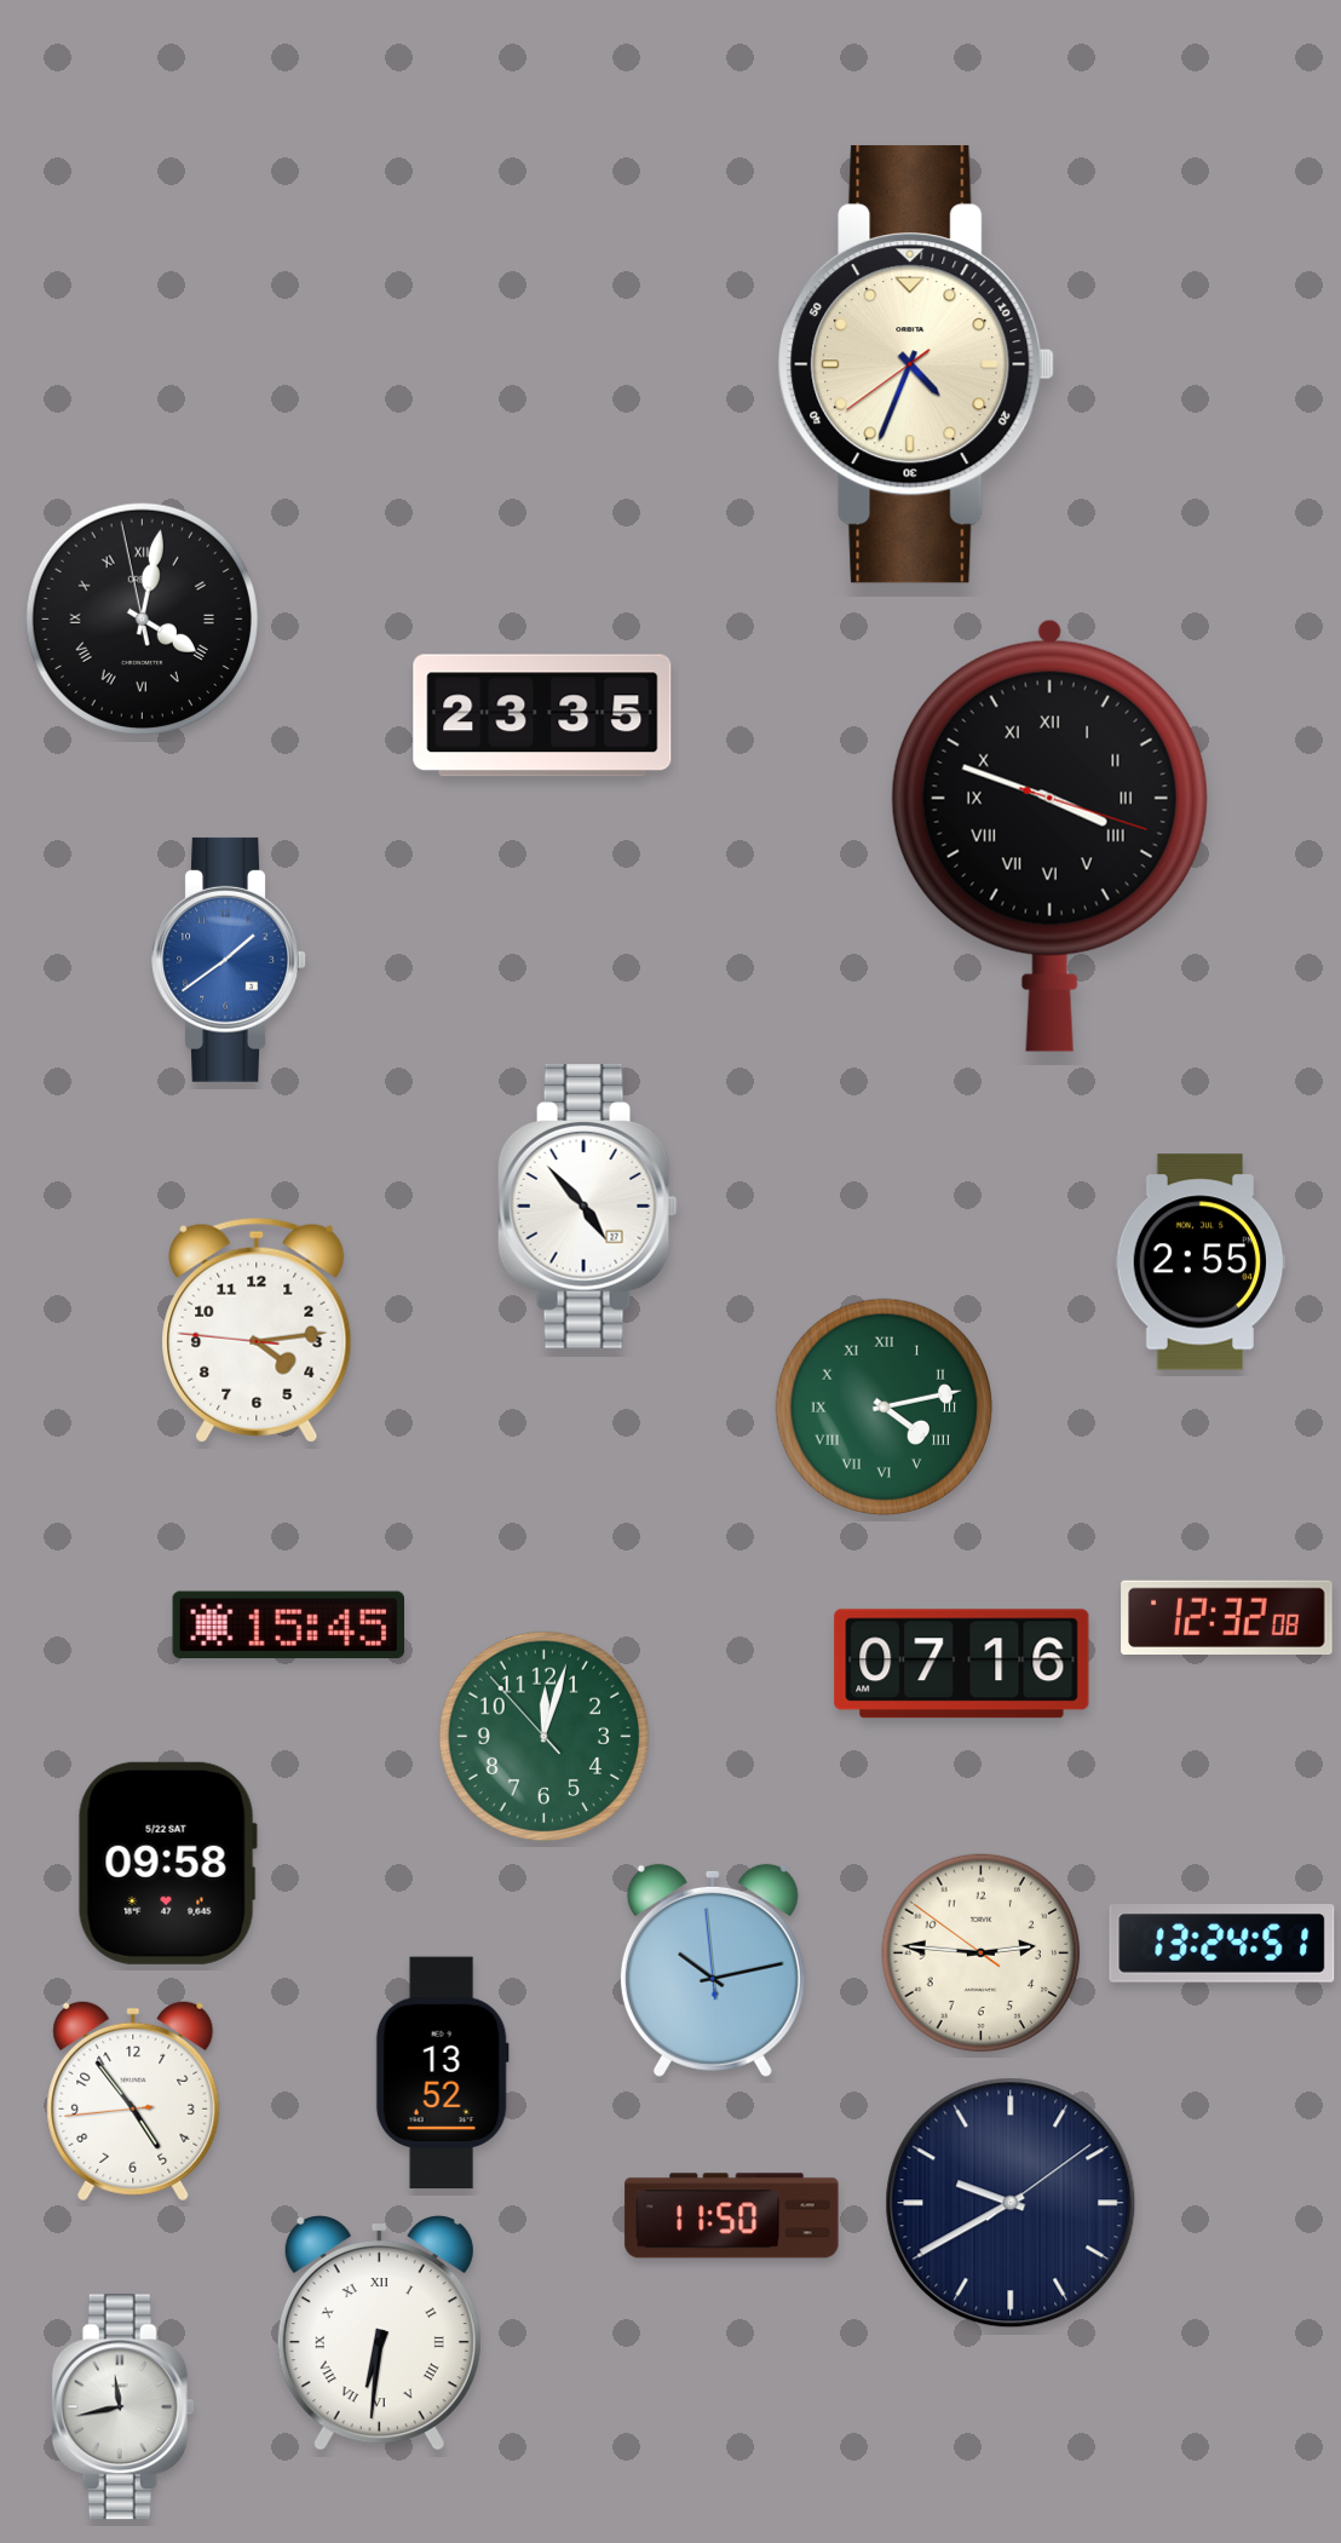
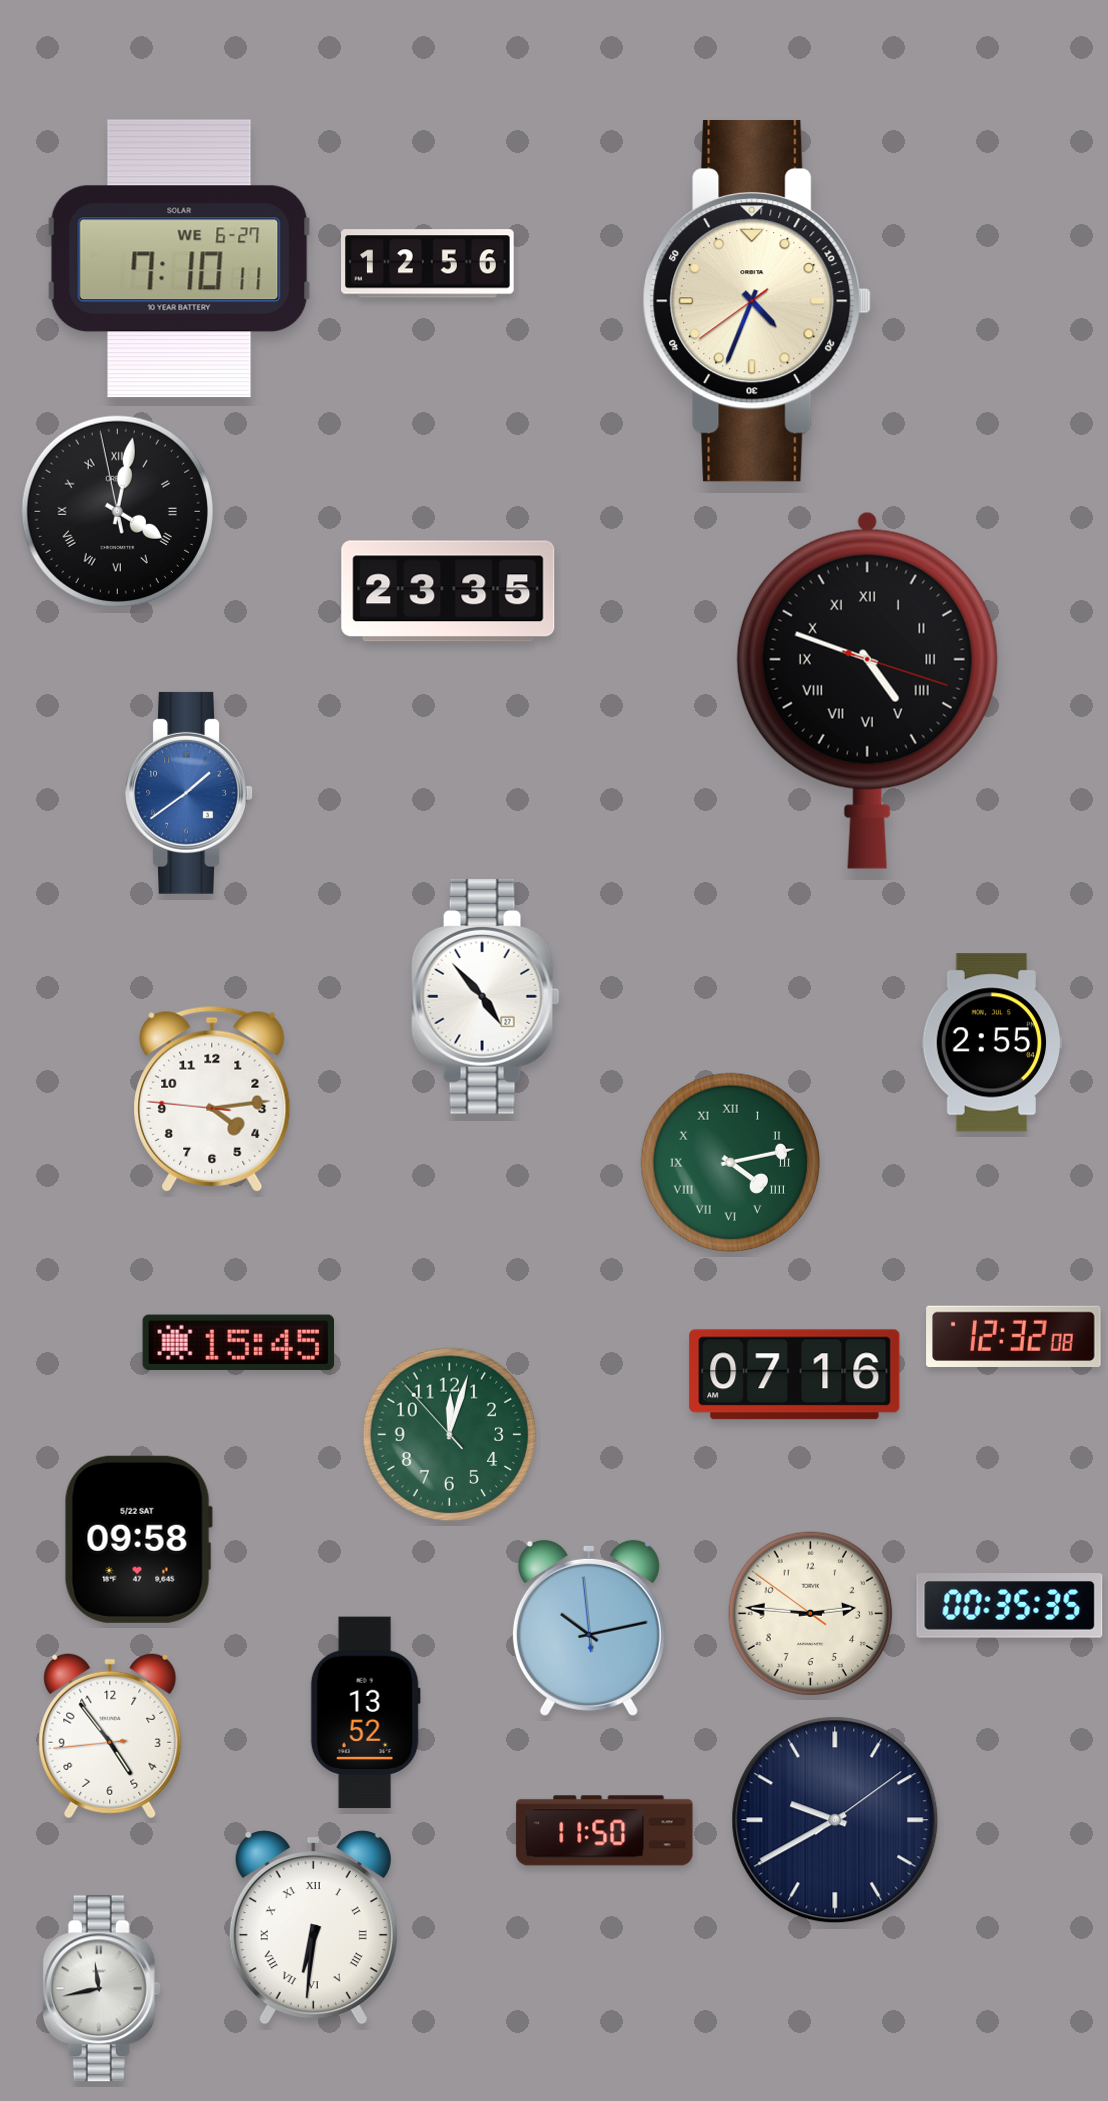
clock at (179, 259): none -> 7:10
clock at (428, 264): none -> 12:56
clock at (1049, 835): 3:48 -> 4:48
clock at (1222, 1944): 13:24 -> 00:35
